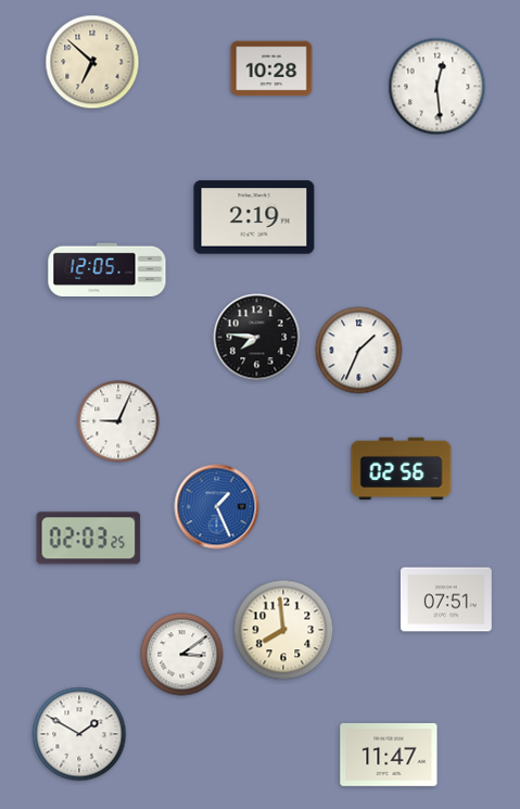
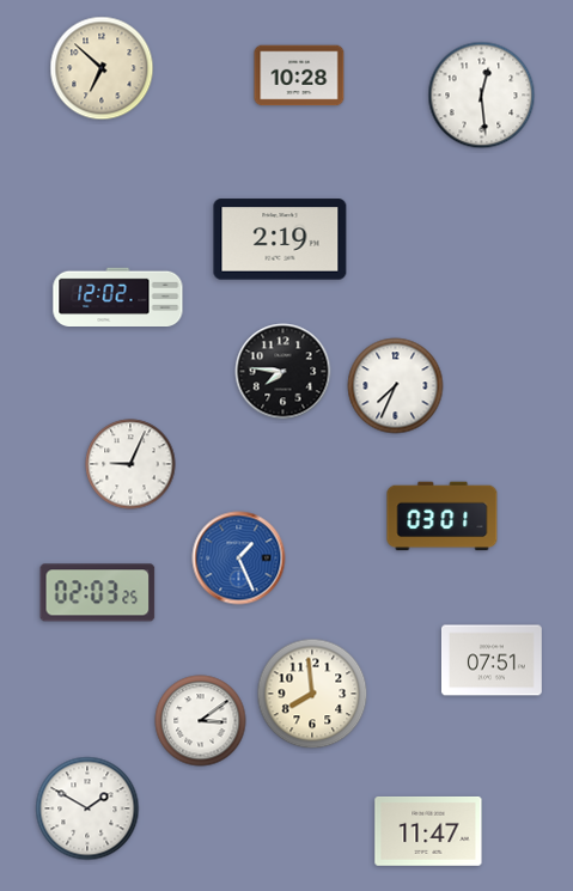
clock at (107, 269): 12:05 -> 12:02
clock at (359, 351): 1:34 -> 7:34
clock at (402, 469): 02:56 -> 03:01
